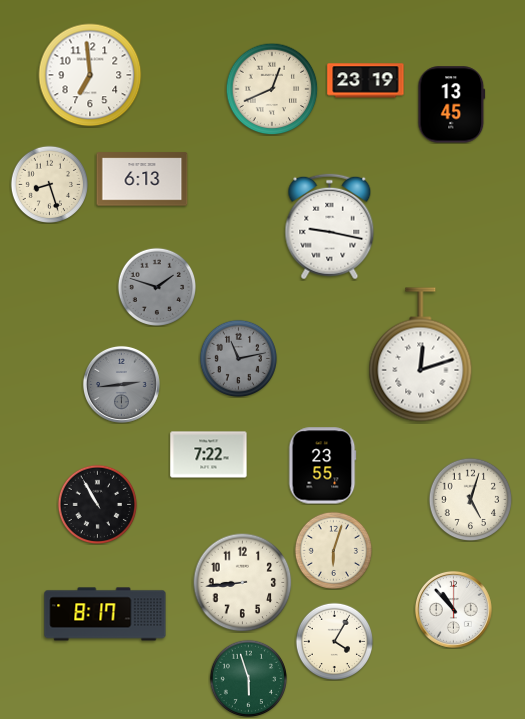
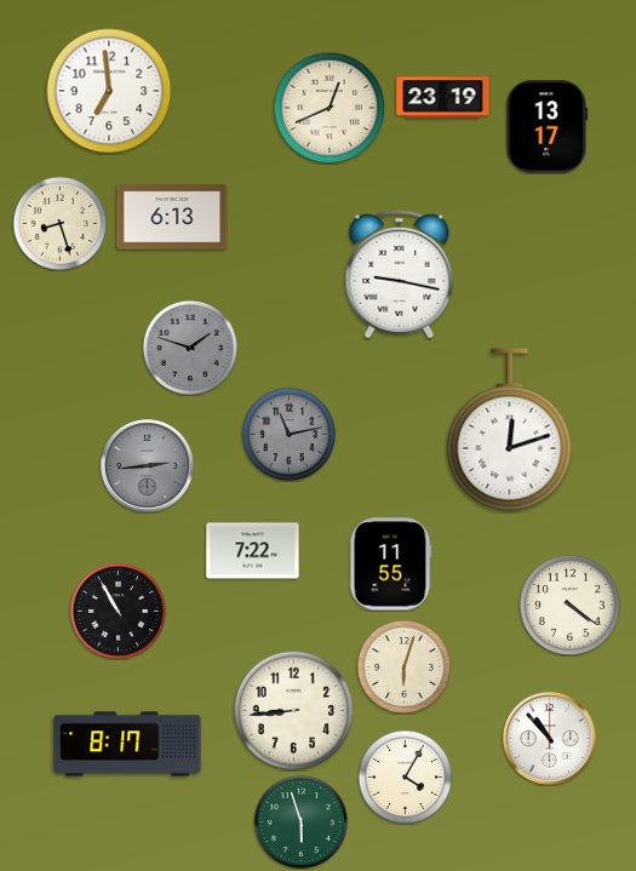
clock at (452, 105): 13:45 -> 13:17
clock at (322, 466): 23:55 -> 11:55
clock at (470, 499): 5:03 -> 4:21
clock at (243, 583) position: (243, 583) -> (294, 711)
